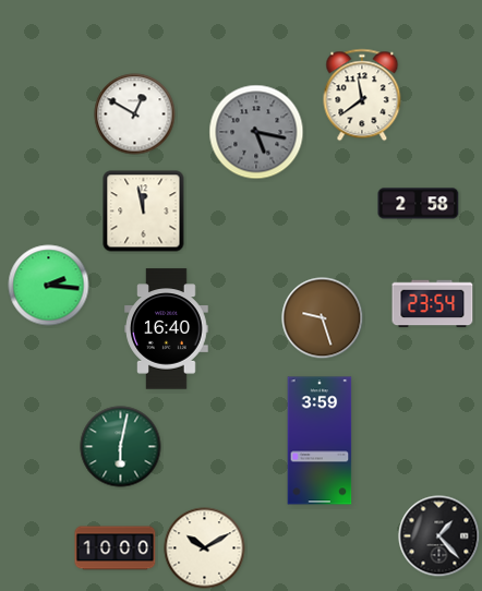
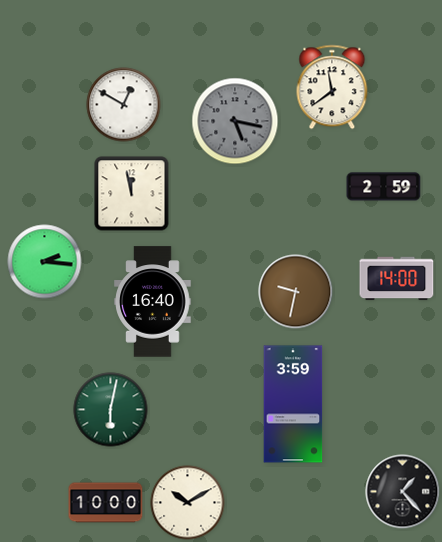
clock at (419, 204): 2:58 -> 2:59
clock at (433, 304): 23:54 -> 14:00
clock at (323, 318): 9:27 -> 9:32
